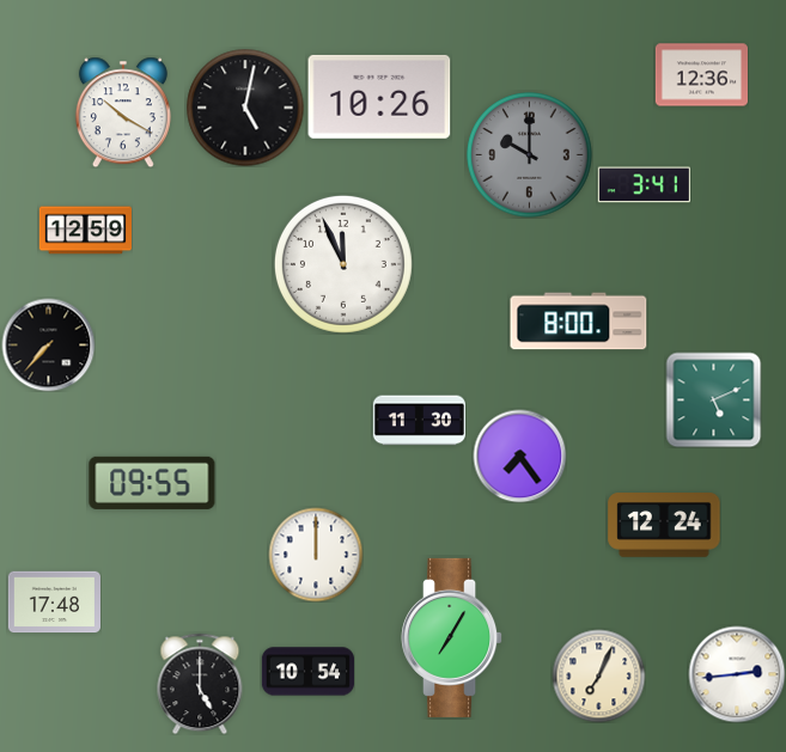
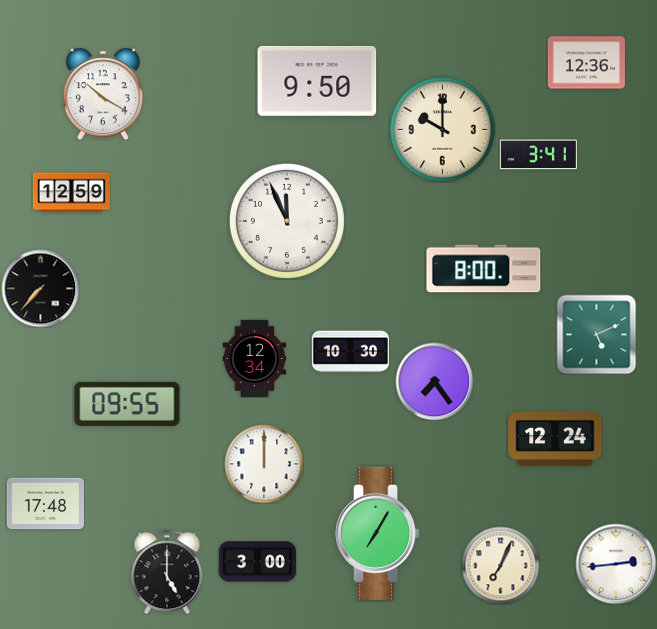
clock at (379, 97): 10:26 -> 9:50
clock at (245, 108): 5:02 -> none
clock at (530, 155) dial: grey -> cream
clock at (419, 421): 11:30 -> 10:30
clock at (255, 358): none -> 12:34
clock at (307, 672): 10:54 -> 3:00
